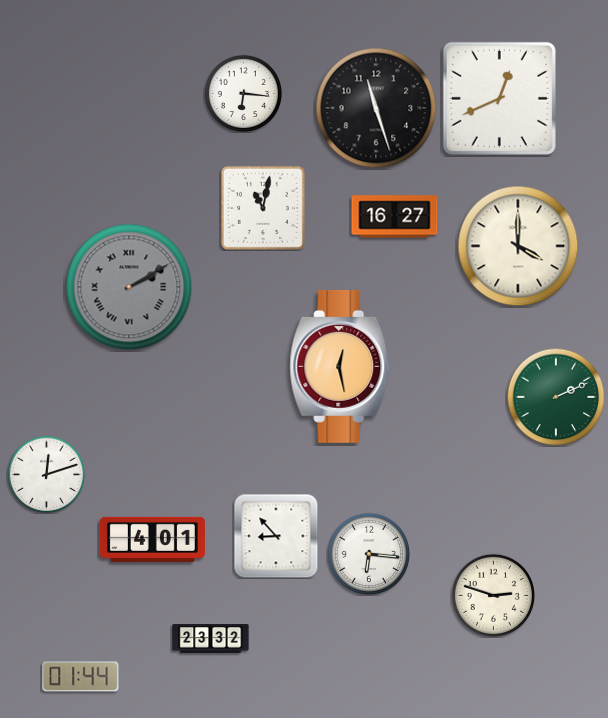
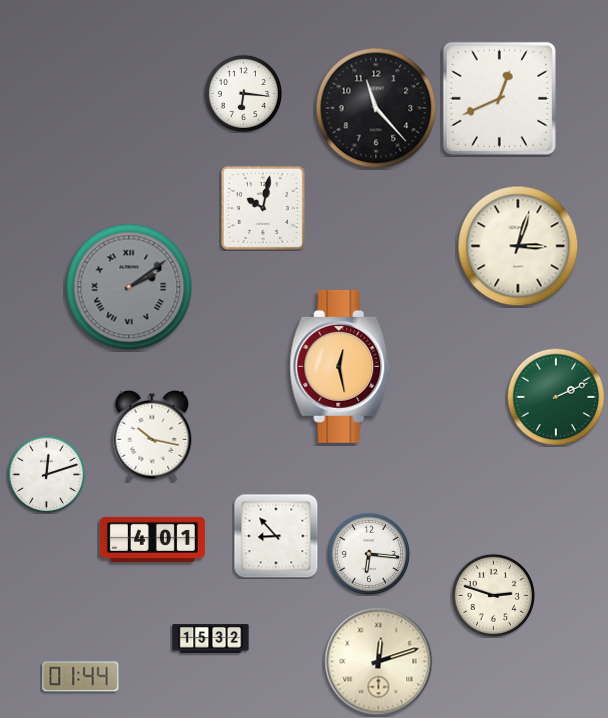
clock at (376, 108): 11:27 -> 11:23
clock at (263, 208): 11:02 -> 10:02
clock at (395, 217): 16:27 -> none
clock at (518, 246): 4:00 -> 3:03
clock at (129, 287): 2:10 -> 2:09
clock at (152, 436): none -> 10:17
clock at (211, 639): 23:32 -> 15:32
clock at (379, 662): none -> 12:12
